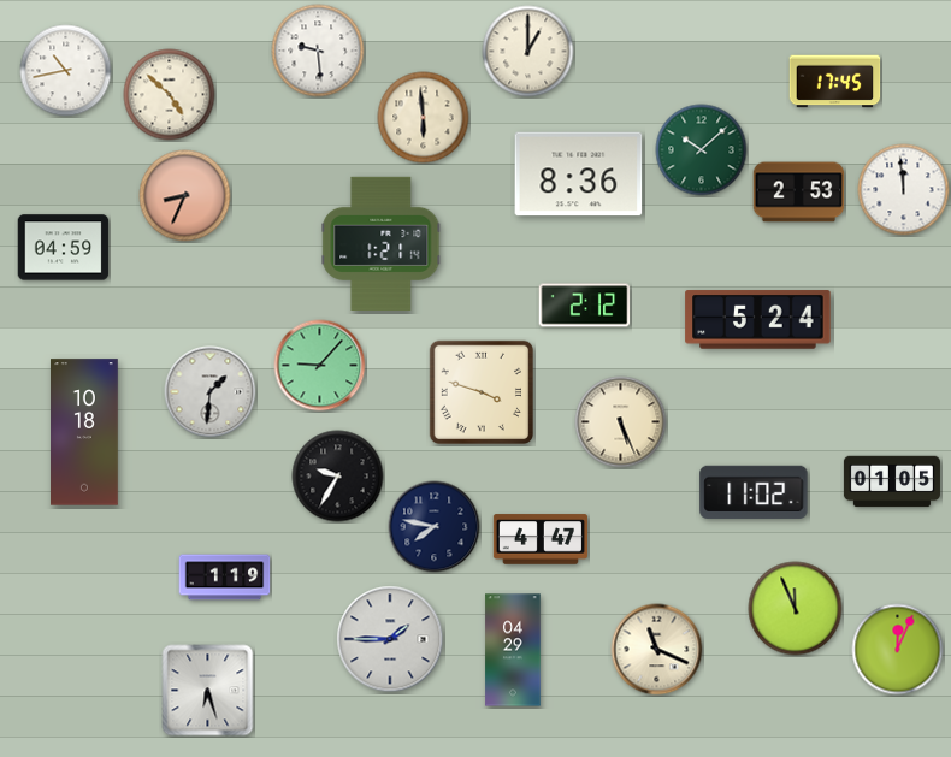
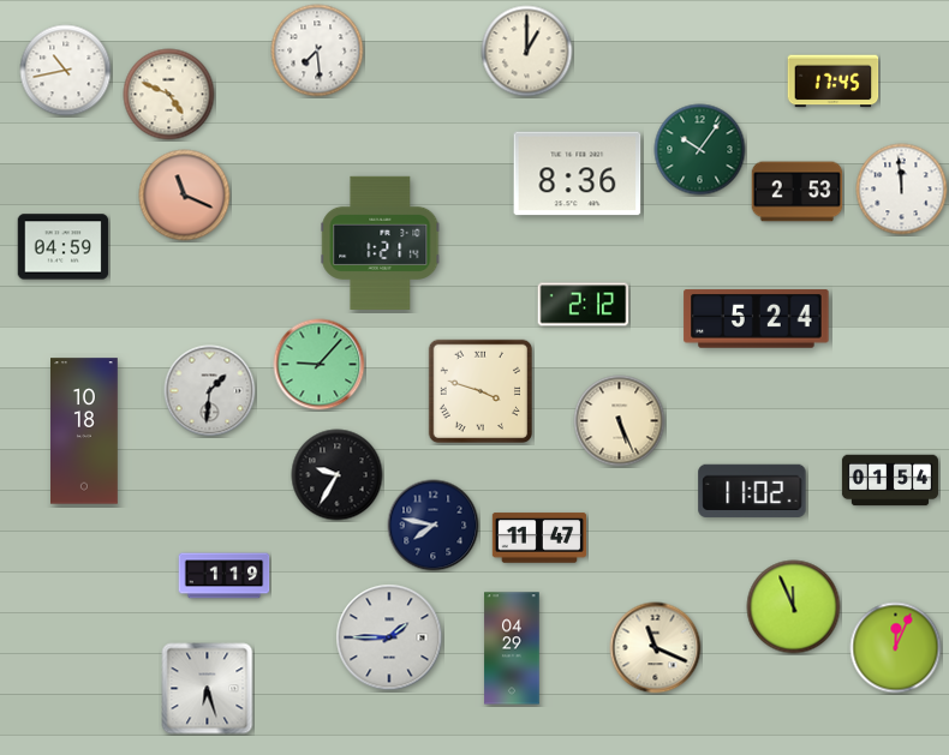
clock at (318, 51): 9:29 -> 7:29
clock at (170, 95): 4:52 -> 4:49
clock at (424, 118): 5:59 -> none
clock at (702, 150): 10:08 -> 10:06
clock at (185, 196): 8:34 -> 11:19
clock at (892, 481): 01:05 -> 01:54
clock at (541, 539): 4:47 -> 11:47
